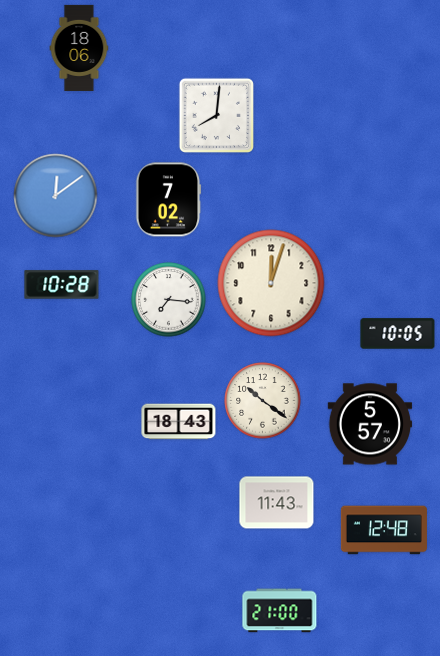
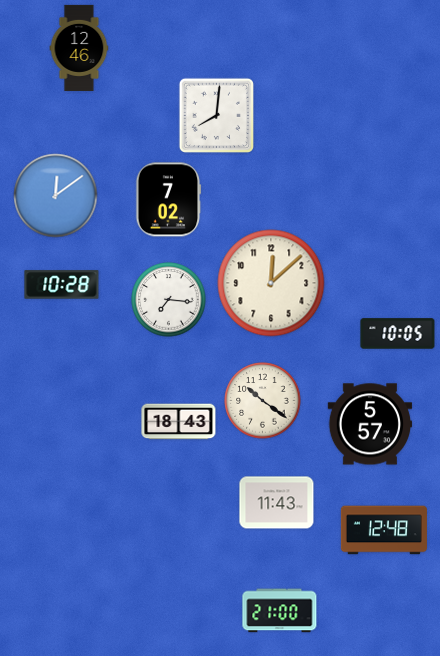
clock at (79, 48): 18:06 -> 12:46
clock at (271, 283): 12:03 -> 12:08
